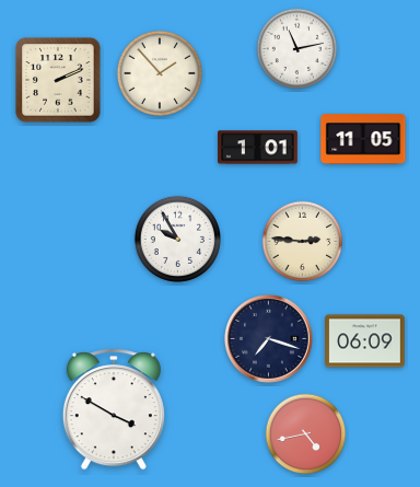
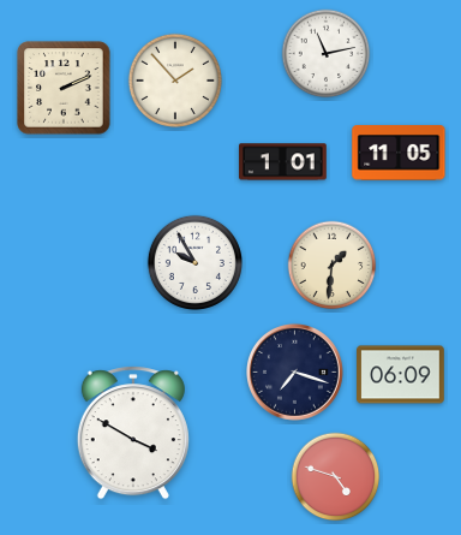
clock at (303, 242): 2:46 -> 1:31
clock at (114, 409) position: (114, 409) -> (133, 433)
clock at (306, 434): 4:43 -> 4:48
